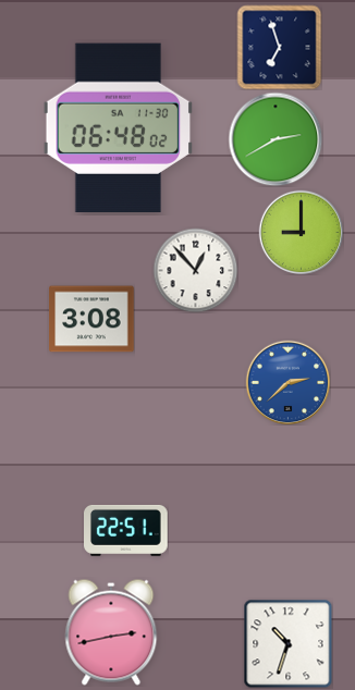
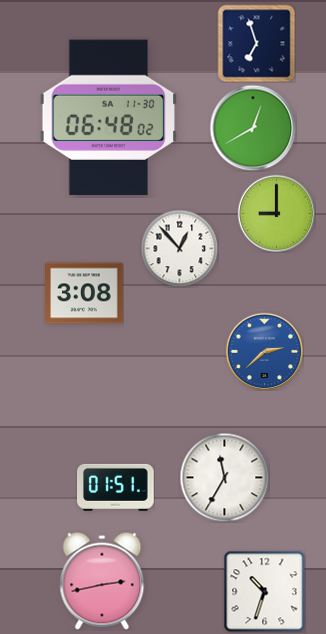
clock at (276, 139): 2:40 -> 12:40
clock at (224, 477): none -> 11:35
clock at (126, 530): 22:51 -> 01:51
